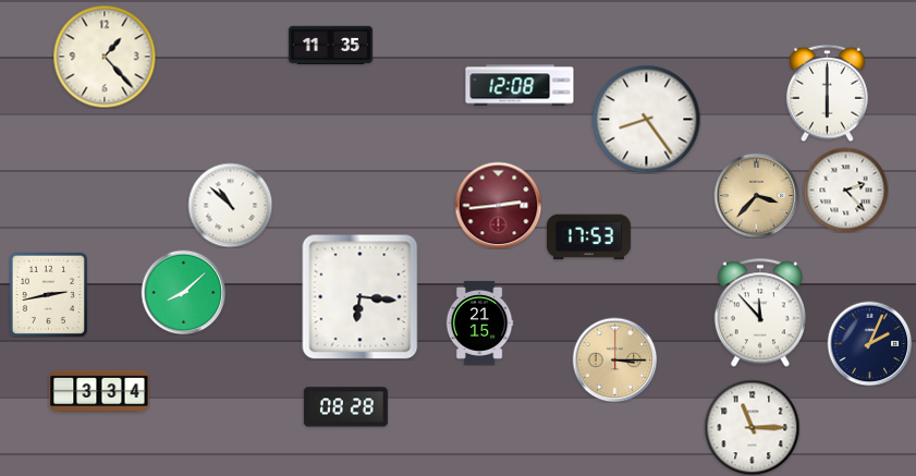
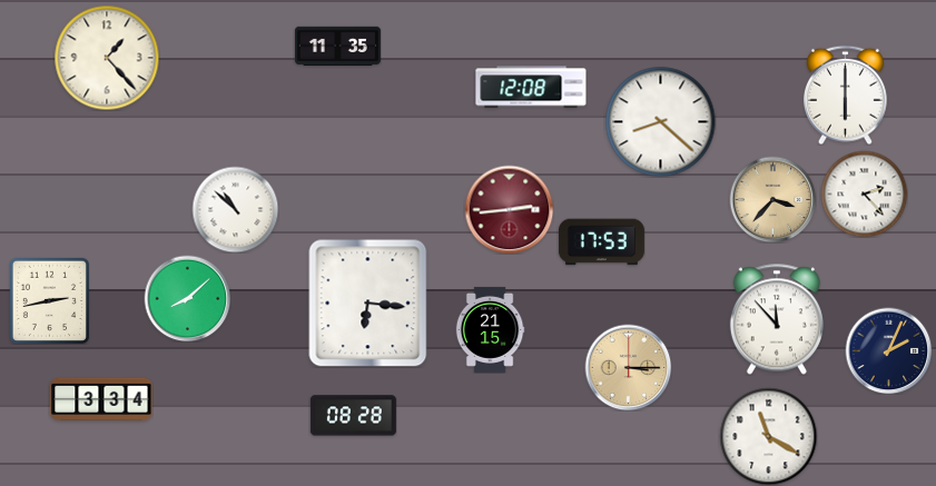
clock at (647, 120): 8:24 -> 8:22
clock at (752, 427): 11:15 -> 11:20
